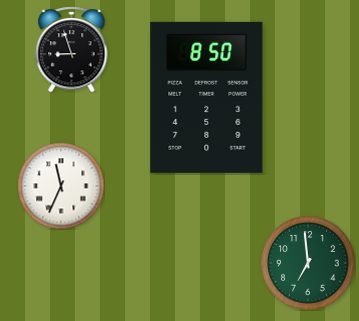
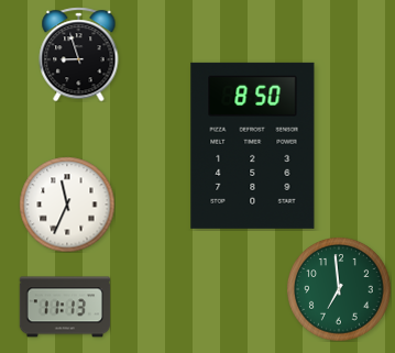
clock at (207, 97) position: (207, 97) -> (253, 145)
clock at (65, 307): none -> 11:13
